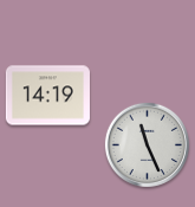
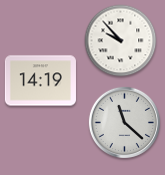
clock at (121, 41): none -> 9:53
clock at (147, 144): 11:26 -> 11:22
